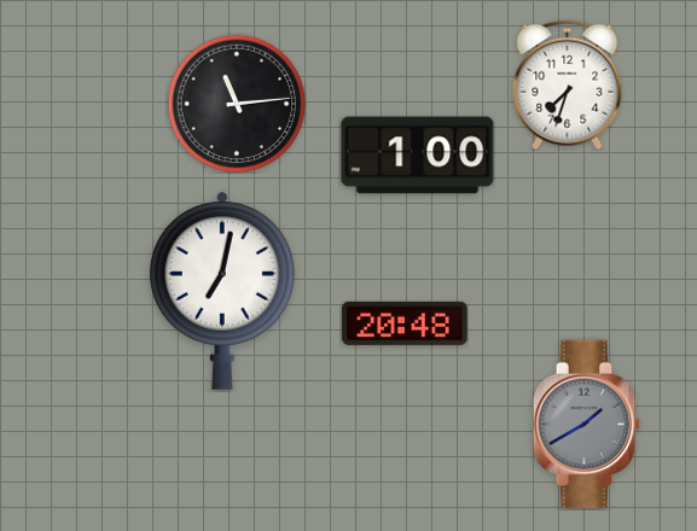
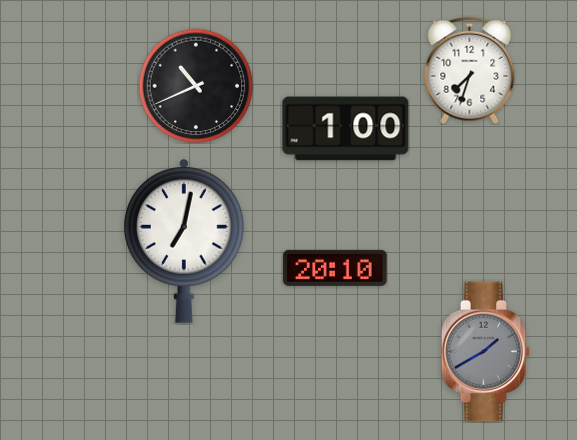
clock at (237, 104): 11:14 -> 10:41
clock at (405, 323): 20:48 -> 20:10
